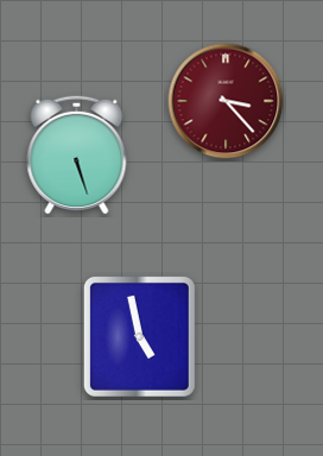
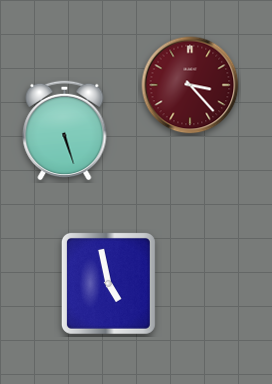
clock at (139, 336) position: (139, 336) -> (108, 283)
